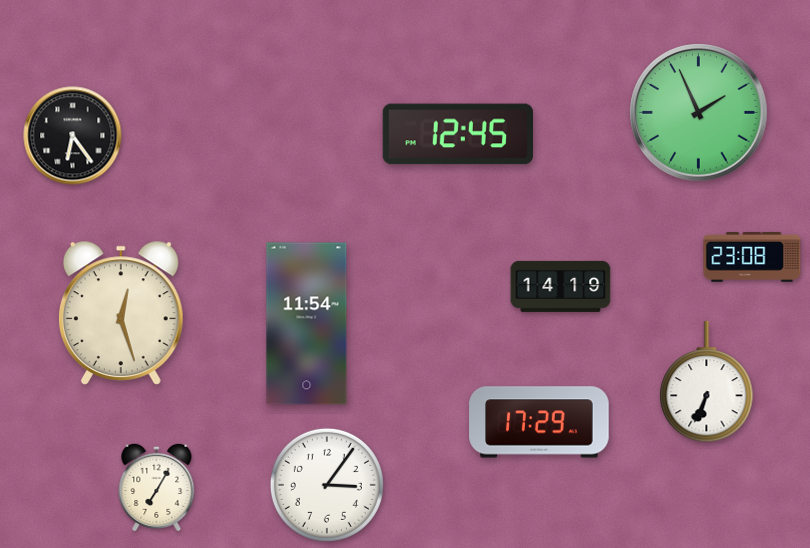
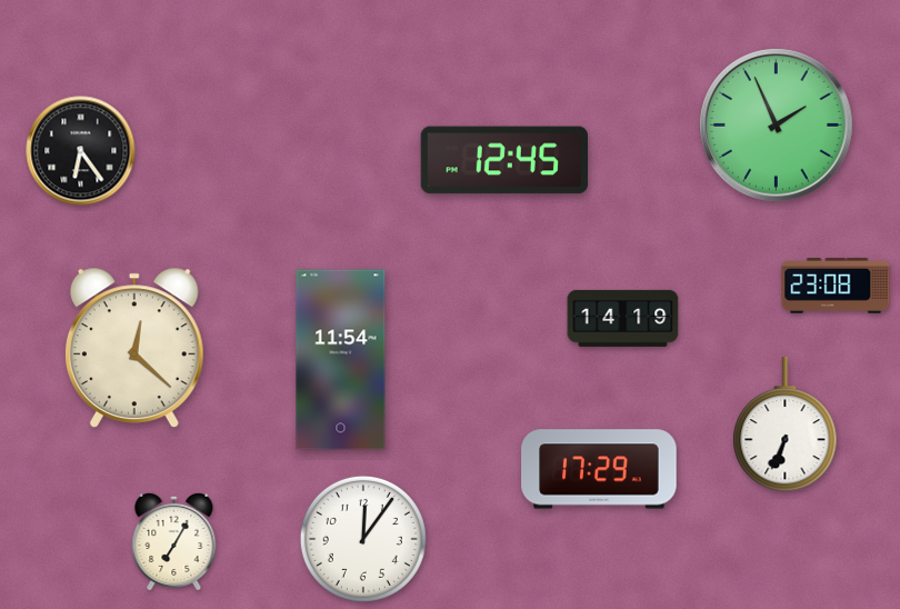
clock at (457, 134) position: (457, 134) -> (503, 160)
clock at (121, 313): 12:27 -> 12:22
clock at (327, 485): 3:06 -> 12:06
